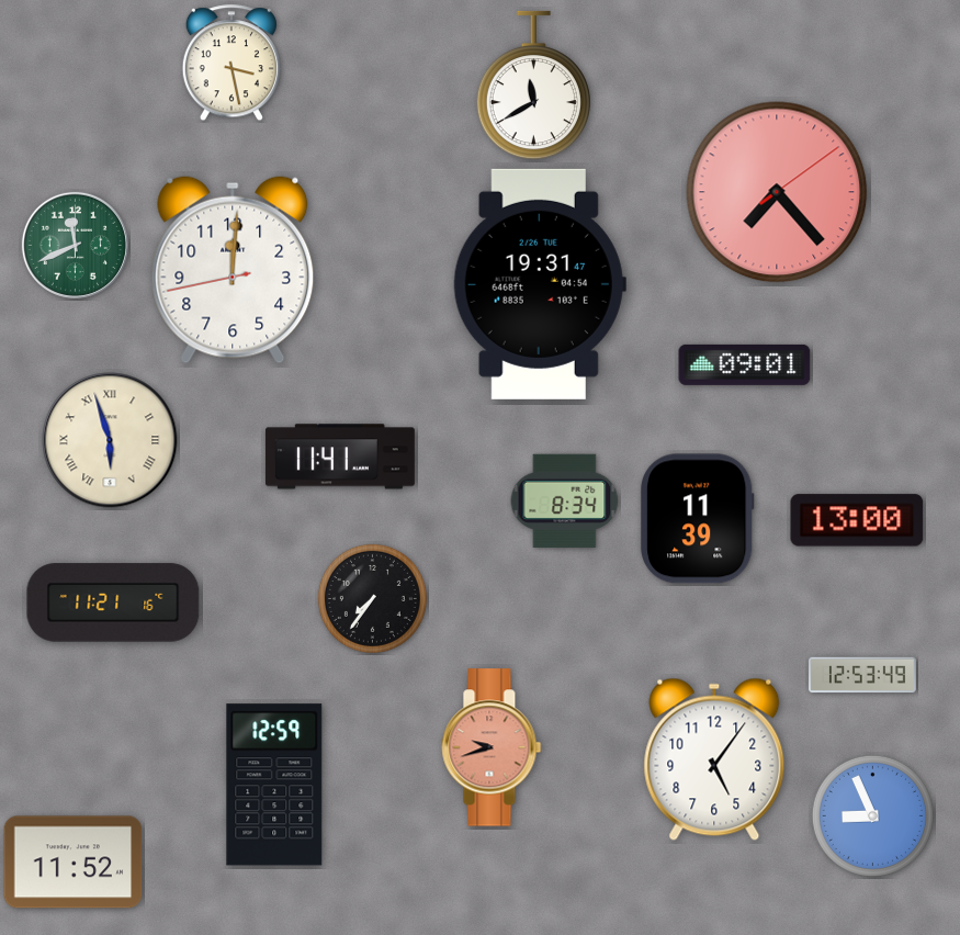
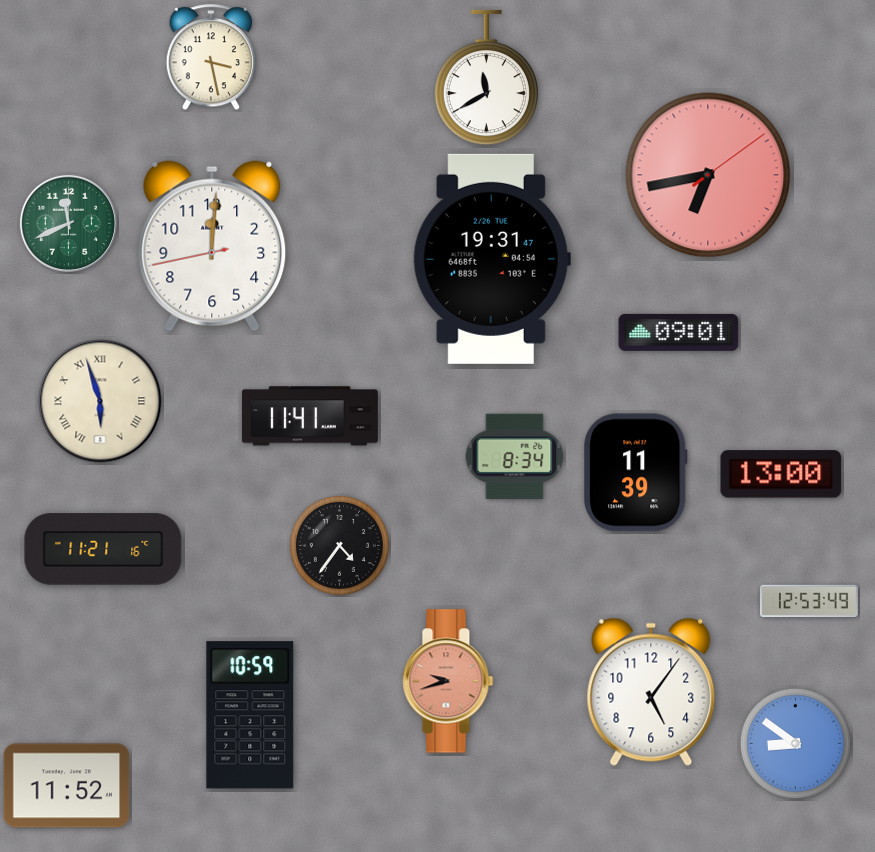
clock at (777, 192): 7:23 -> 6:43
clock at (372, 598): 7:36 -> 4:36
clock at (862, 675) position: (862, 675) -> (809, 601)
clock at (274, 785): 12:59 -> 10:59
clock at (872, 815): 8:56 -> 8:51
